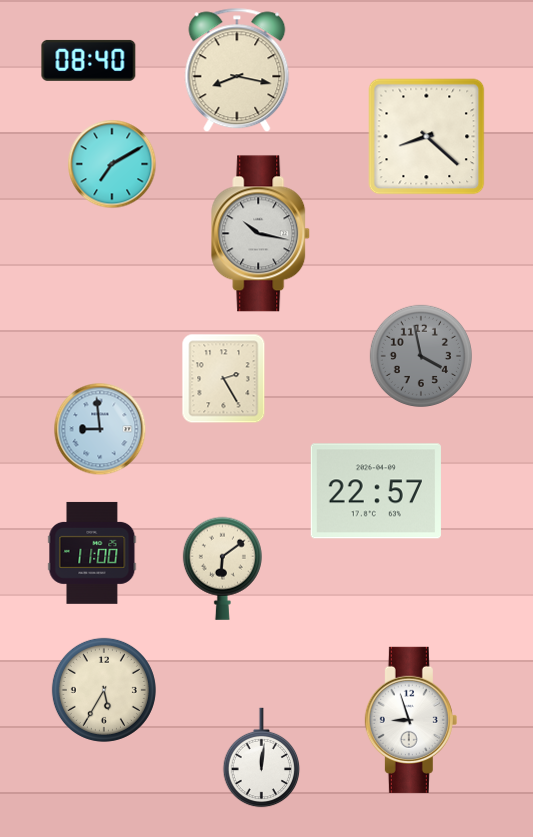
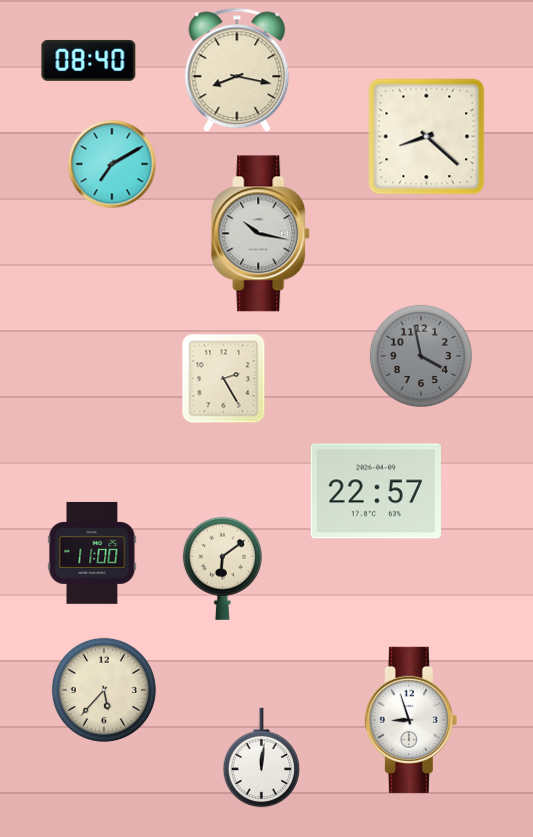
clock at (100, 429): 8:59 -> none
clock at (104, 690): 5:35 -> 5:37
